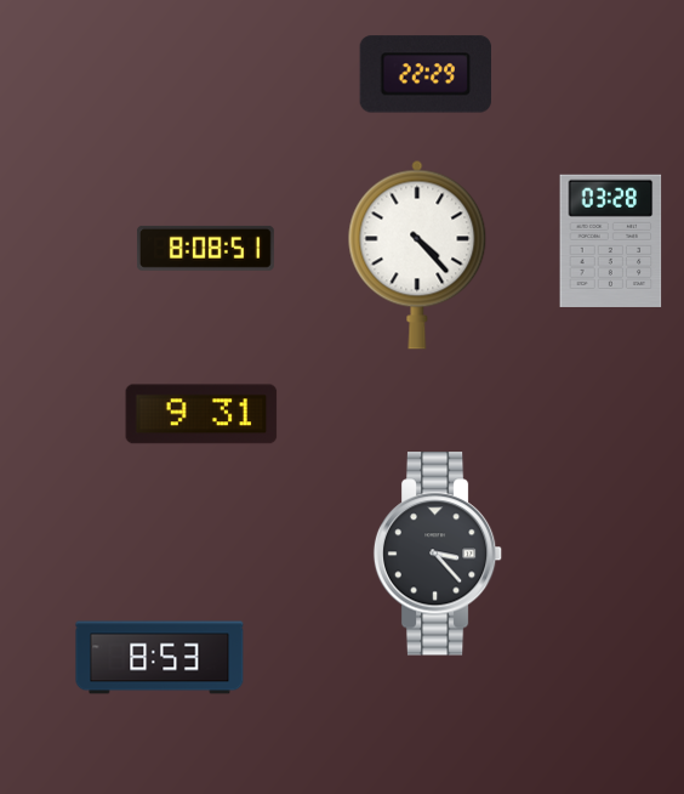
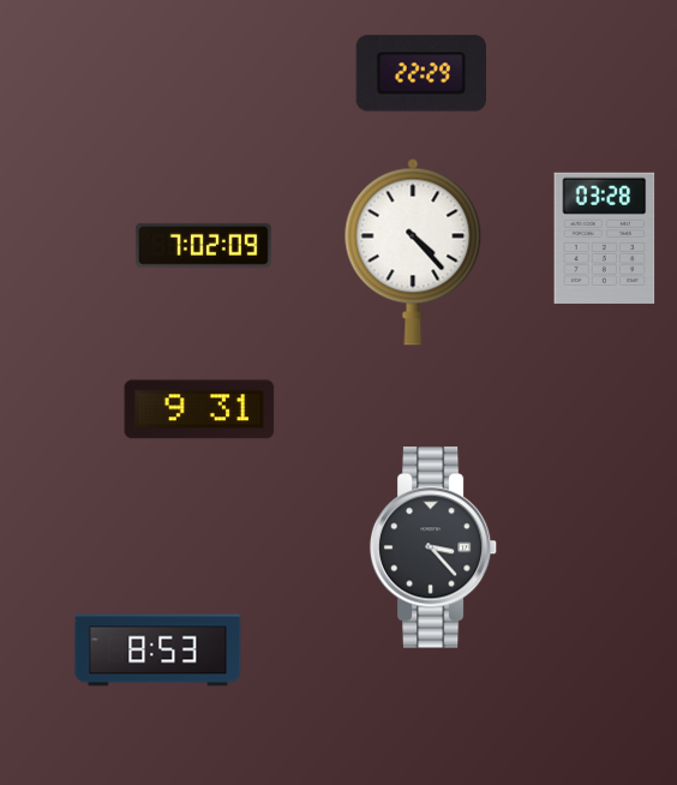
clock at (205, 248): 8:08 -> 7:02
